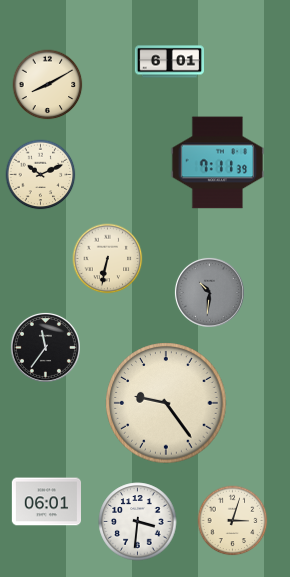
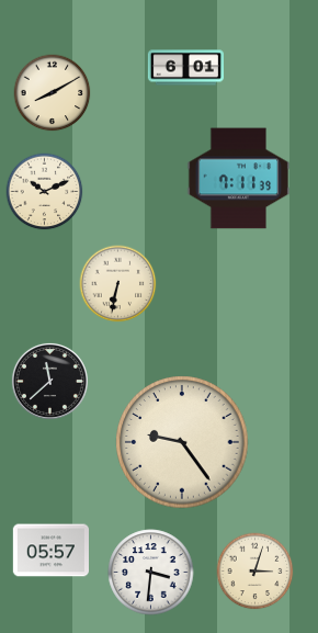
clock at (209, 292): 10:31 -> none
clock at (45, 347): 11:36 -> 11:38
clock at (46, 502): 06:01 -> 05:57
